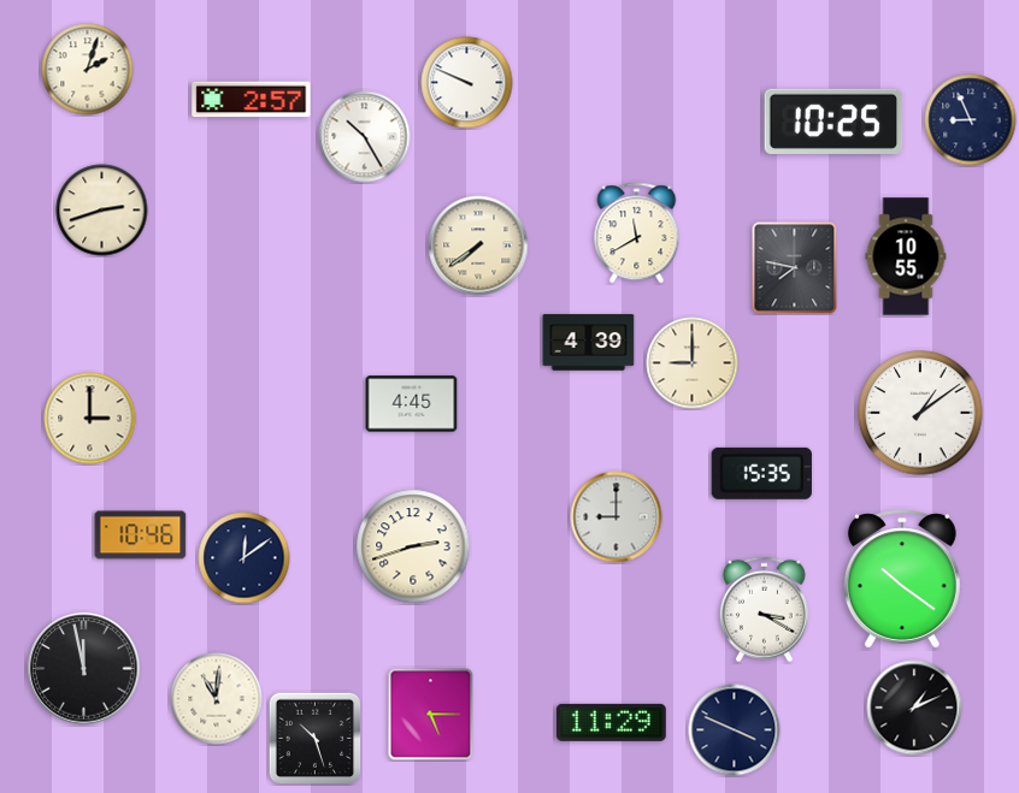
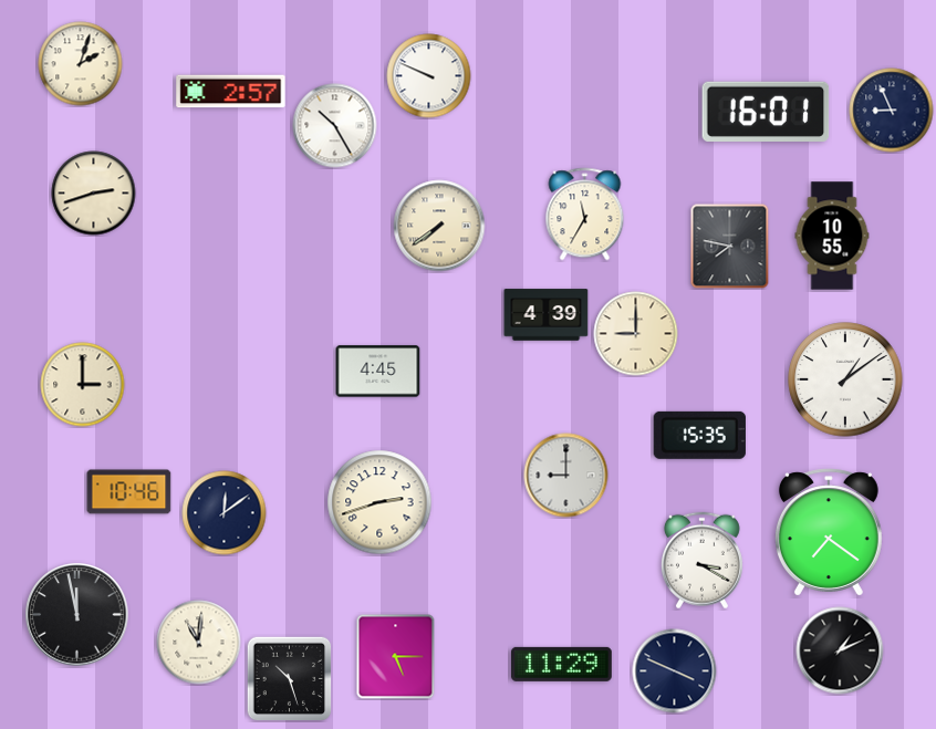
clock at (834, 122): 10:25 -> 16:01
clock at (637, 233): 11:40 -> 11:35
clock at (589, 343) position: (589, 343) -> (547, 315)
clock at (902, 579): 10:21 -> 7:21
